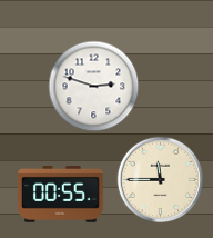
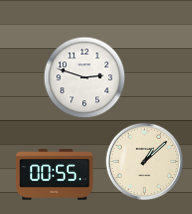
clock at (160, 179): 11:45 -> 1:08
